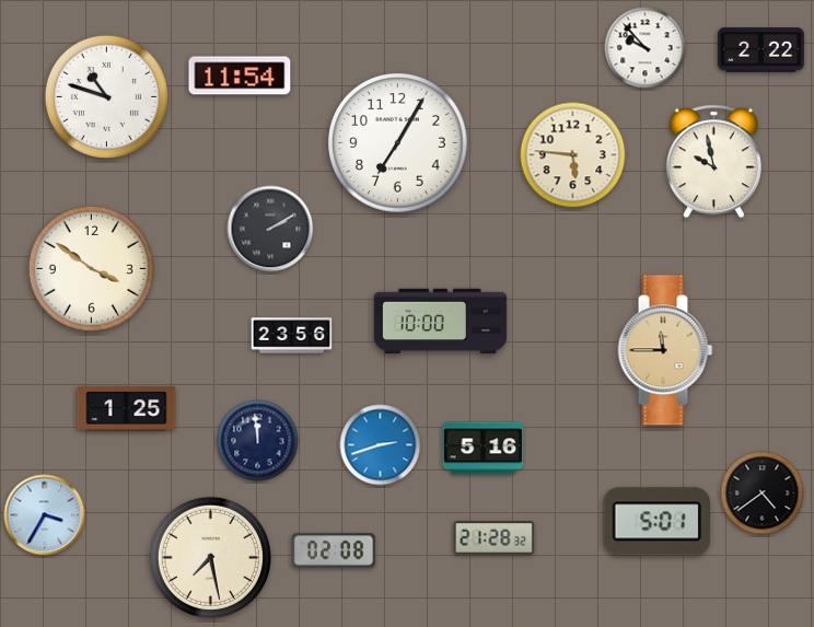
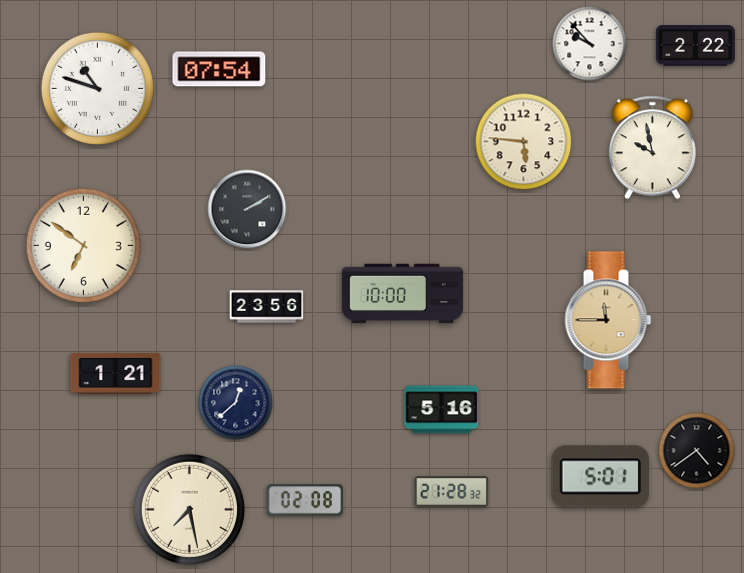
clock at (240, 76): 11:54 -> 07:54
clock at (398, 143): 7:05 -> none
clock at (91, 268): 3:51 -> 6:51
clock at (127, 408): 1:25 -> 1:21
clock at (258, 441): 11:59 -> 12:38
clock at (381, 445): 2:42 -> none
clock at (45, 515): 3:35 -> none
clock at (334, 550) position: (334, 550) -> (305, 500)
clock at (210, 557) position: (210, 557) -> (189, 509)
